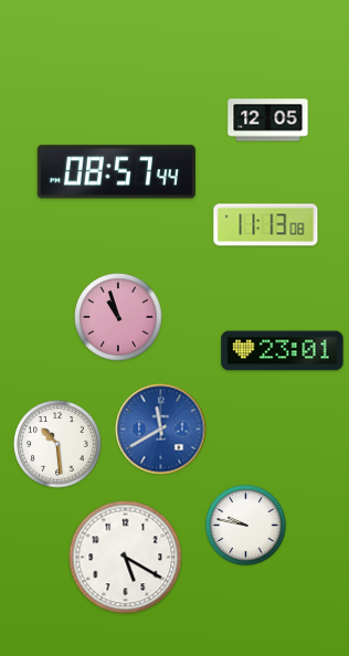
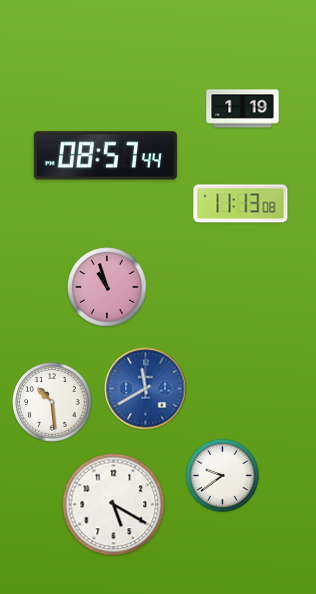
clock at (268, 120): 12:05 -> 1:19
clock at (283, 351): 23:01 -> none
clock at (245, 525): 9:47 -> 9:39
